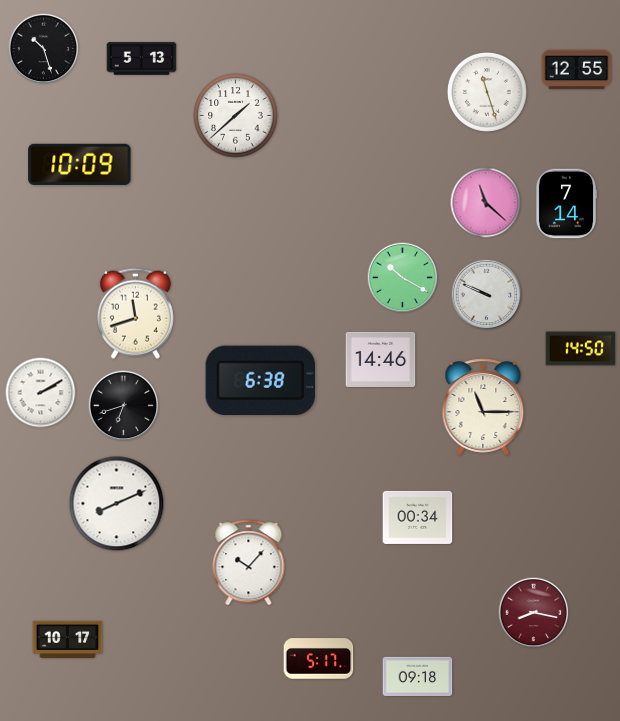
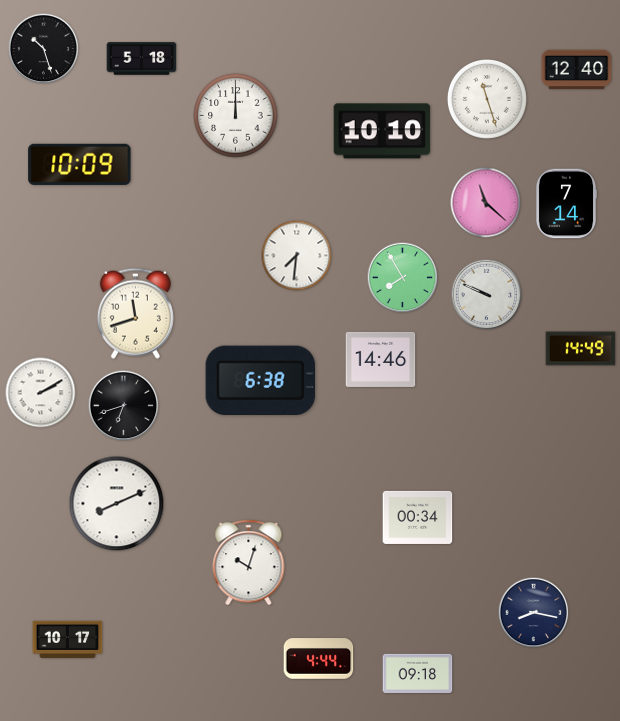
clock at (142, 59): 5:13 -> 5:18
clock at (577, 70): 12:55 -> 12:40
clock at (487, 92) position: (487, 92) -> (487, 99)
clock at (236, 116): 1:38 -> 12:00
clock at (382, 131): none -> 10:10
clock at (297, 256): none -> 7:31
clock at (403, 278): 10:20 -> 7:55
clock at (581, 349): 14:50 -> 14:49
clock at (483, 407): 11:15 -> none
clock at (249, 563): 10:07 -> 10:03
clock at (534, 613) dial: burgundy -> navy
clock at (319, 659): 5:17 -> 4:44
clock at (418, 676) position: (418, 676) -> (418, 673)
